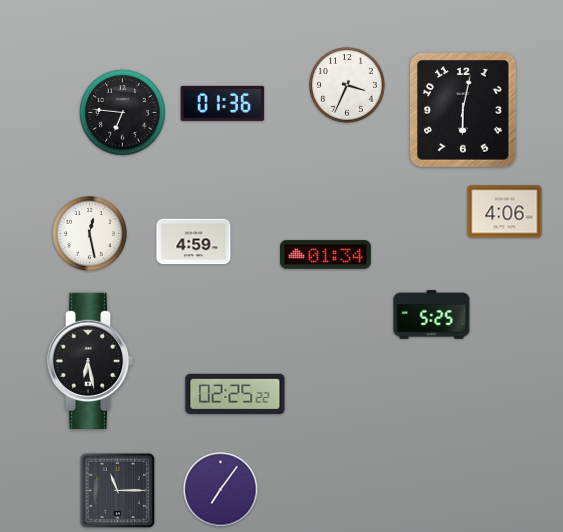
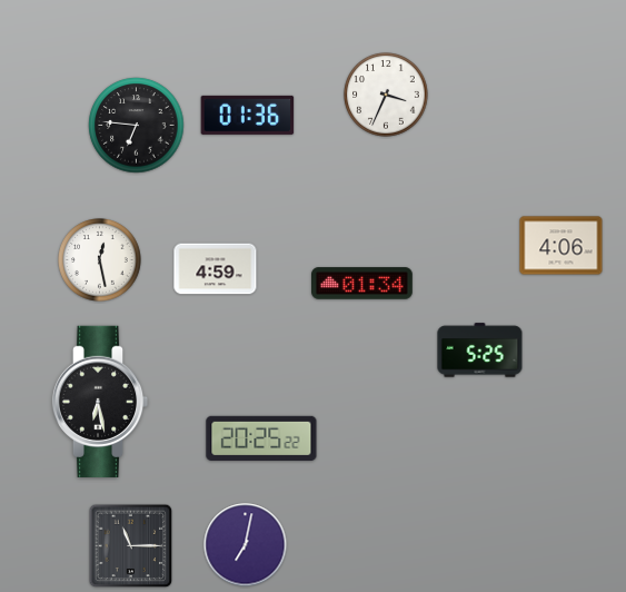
clock at (463, 110): 6:02 -> none
clock at (505, 212) position: (505, 212) -> (562, 246)
clock at (235, 394): 02:25 -> 20:25
clock at (221, 490): 7:06 -> 7:02
